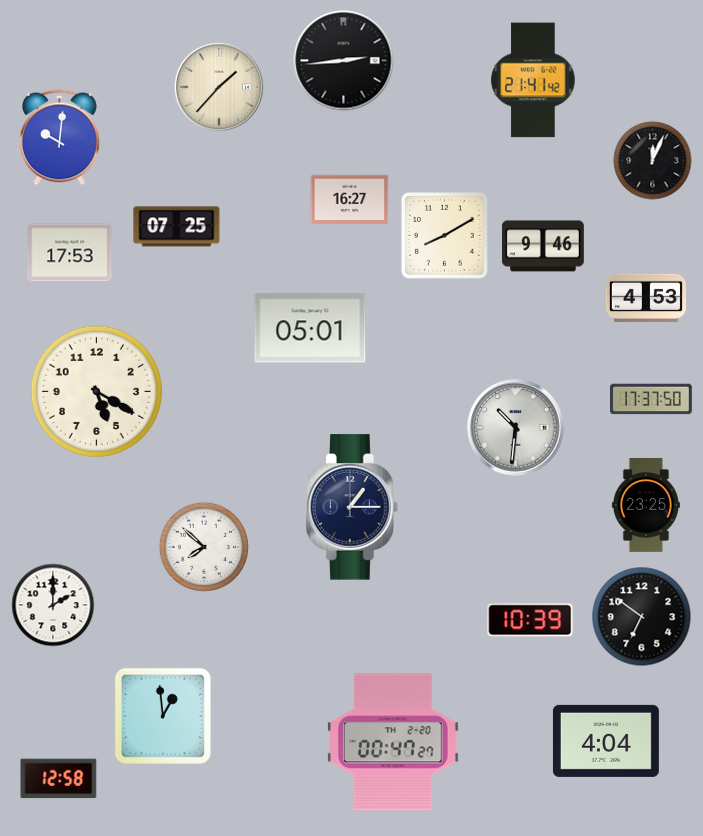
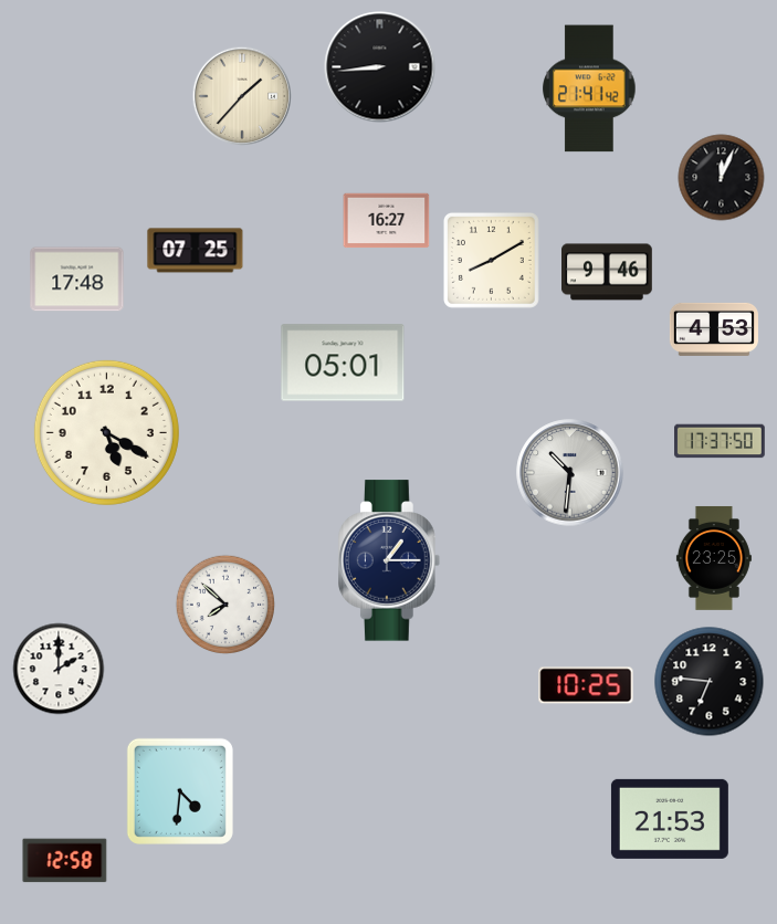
clock at (344, 61): 2:44 -> 8:44
clock at (60, 138): 10:01 -> none
clock at (544, 246) position: (544, 246) -> (608, 272)
clock at (70, 253): 17:53 -> 17:48
clock at (642, 617): 6:51 -> 6:46
clock at (530, 620): 10:39 -> 10:25
clock at (163, 716): 12:59 -> 4:31
clock at (606, 741): 4:04 -> 21:53
clock at (394, 742): 00:47 -> none
